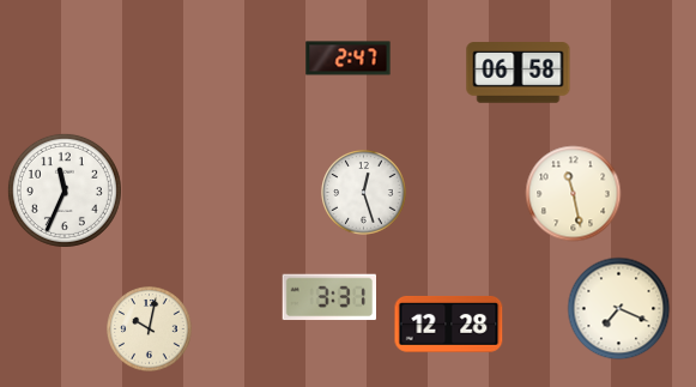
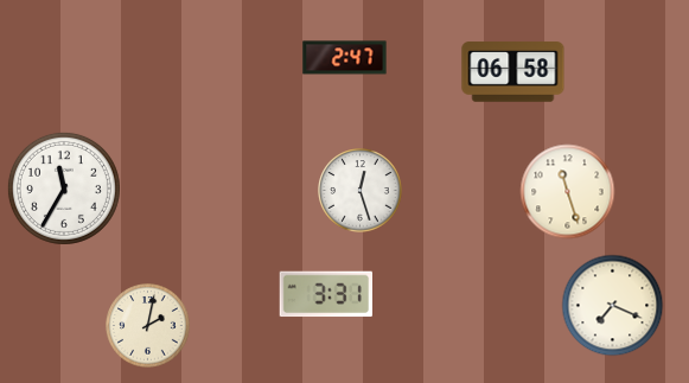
clock at (65, 191): 11:34 -> 11:35
clock at (574, 194): 11:28 -> 11:27
clock at (449, 323): 12:28 -> none
clock at (150, 329): 10:02 -> 2:02
